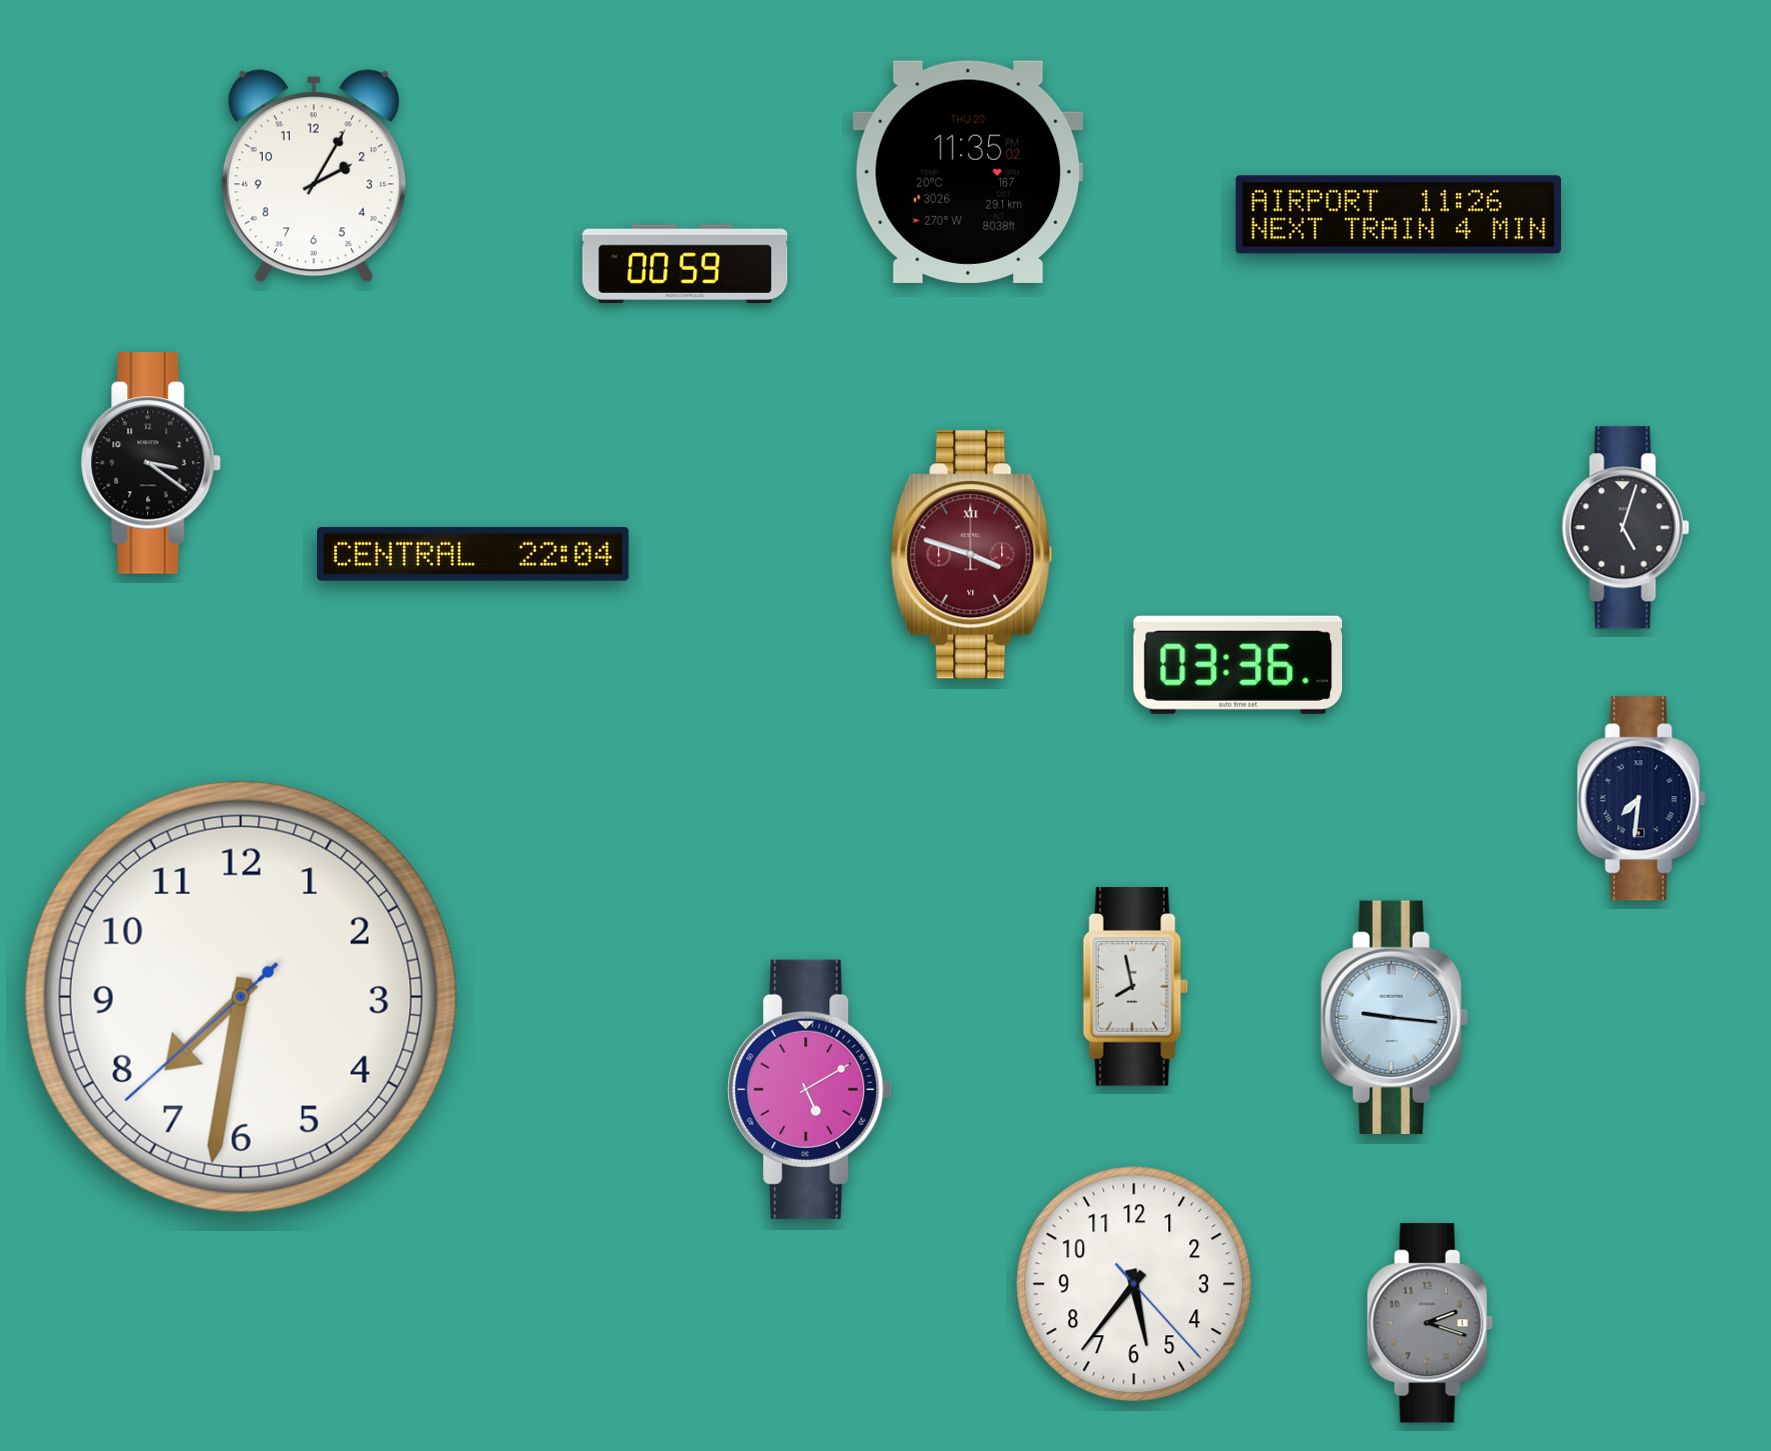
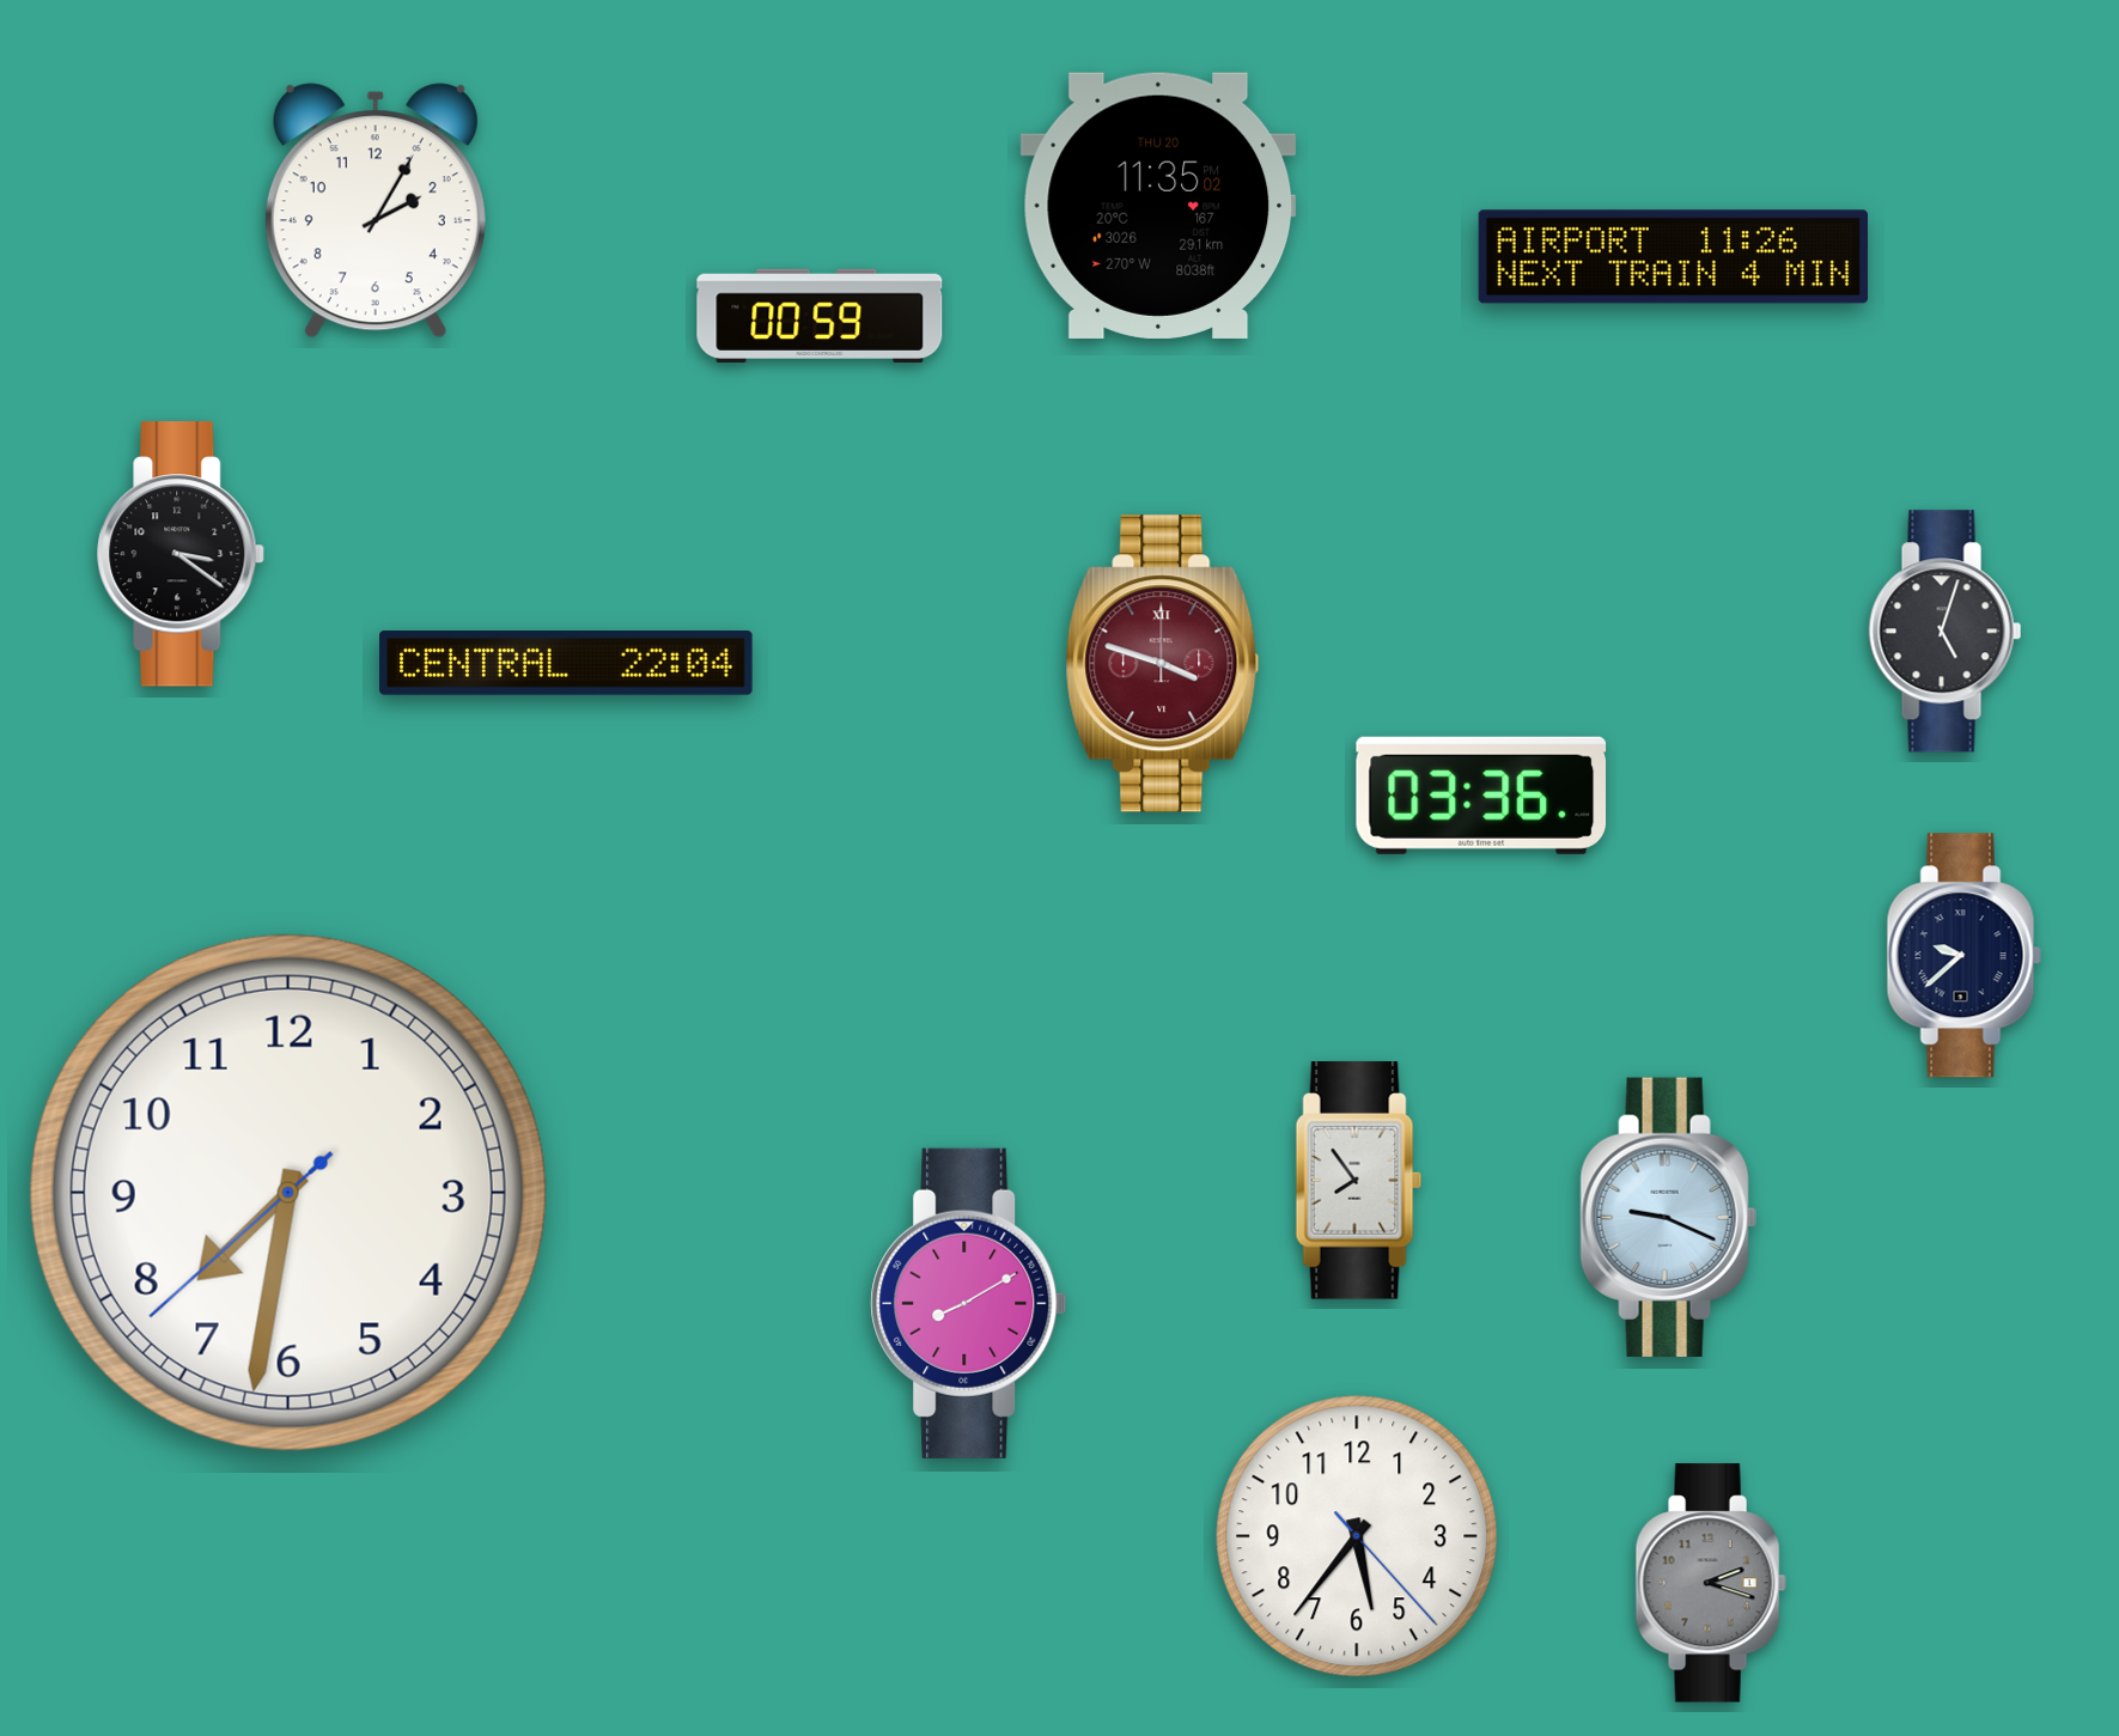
clock at (1641, 799): 7:31 -> 9:38
clock at (1136, 987): 7:58 -> 7:54
clock at (1394, 1017): 9:16 -> 9:19
clock at (810, 1089): 5:10 -> 8:10
